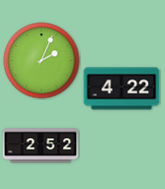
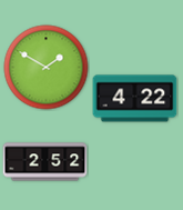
clock at (42, 61): 2:04 -> 1:50
